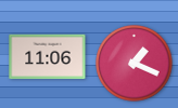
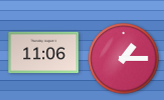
clock at (135, 64): 1:19 -> 1:15
